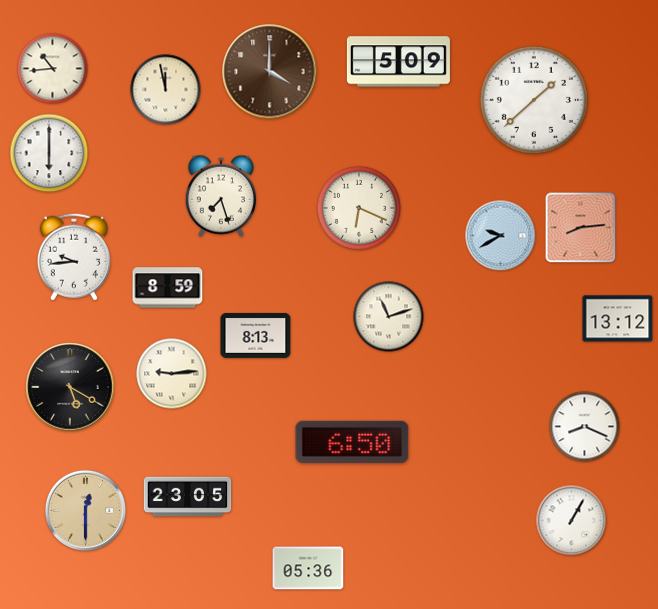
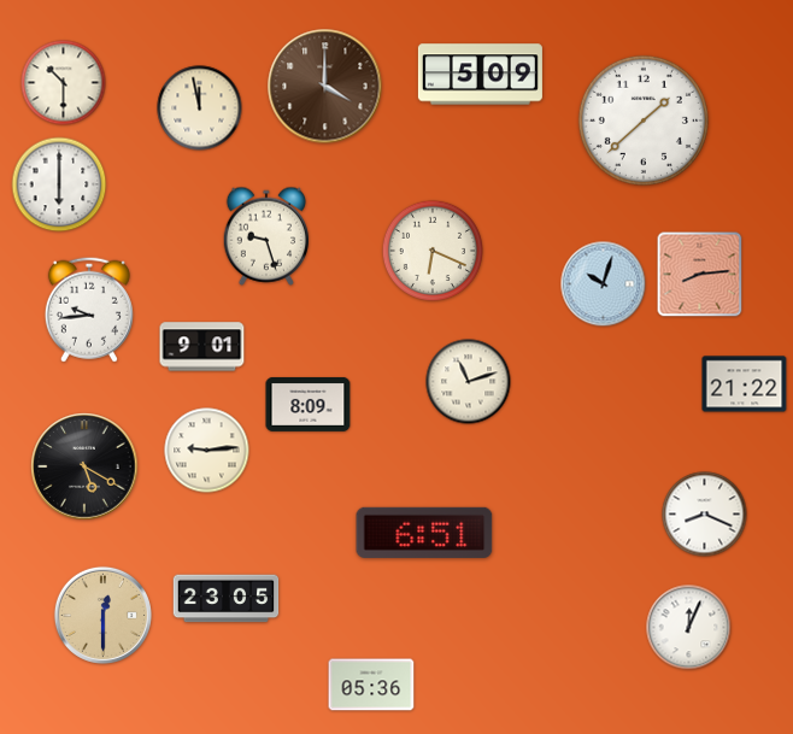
clock at (53, 69): 10:44 -> 10:30
clock at (220, 196): 7:27 -> 9:27
clock at (501, 236): 9:40 -> 10:03
clock at (168, 288): 8:59 -> 9:01
clock at (618, 319): 13:12 -> 21:22
clock at (256, 335): 8:13 -> 8:09
clock at (352, 442): 6:50 -> 6:51
clock at (572, 521): 1:05 -> 12:04
